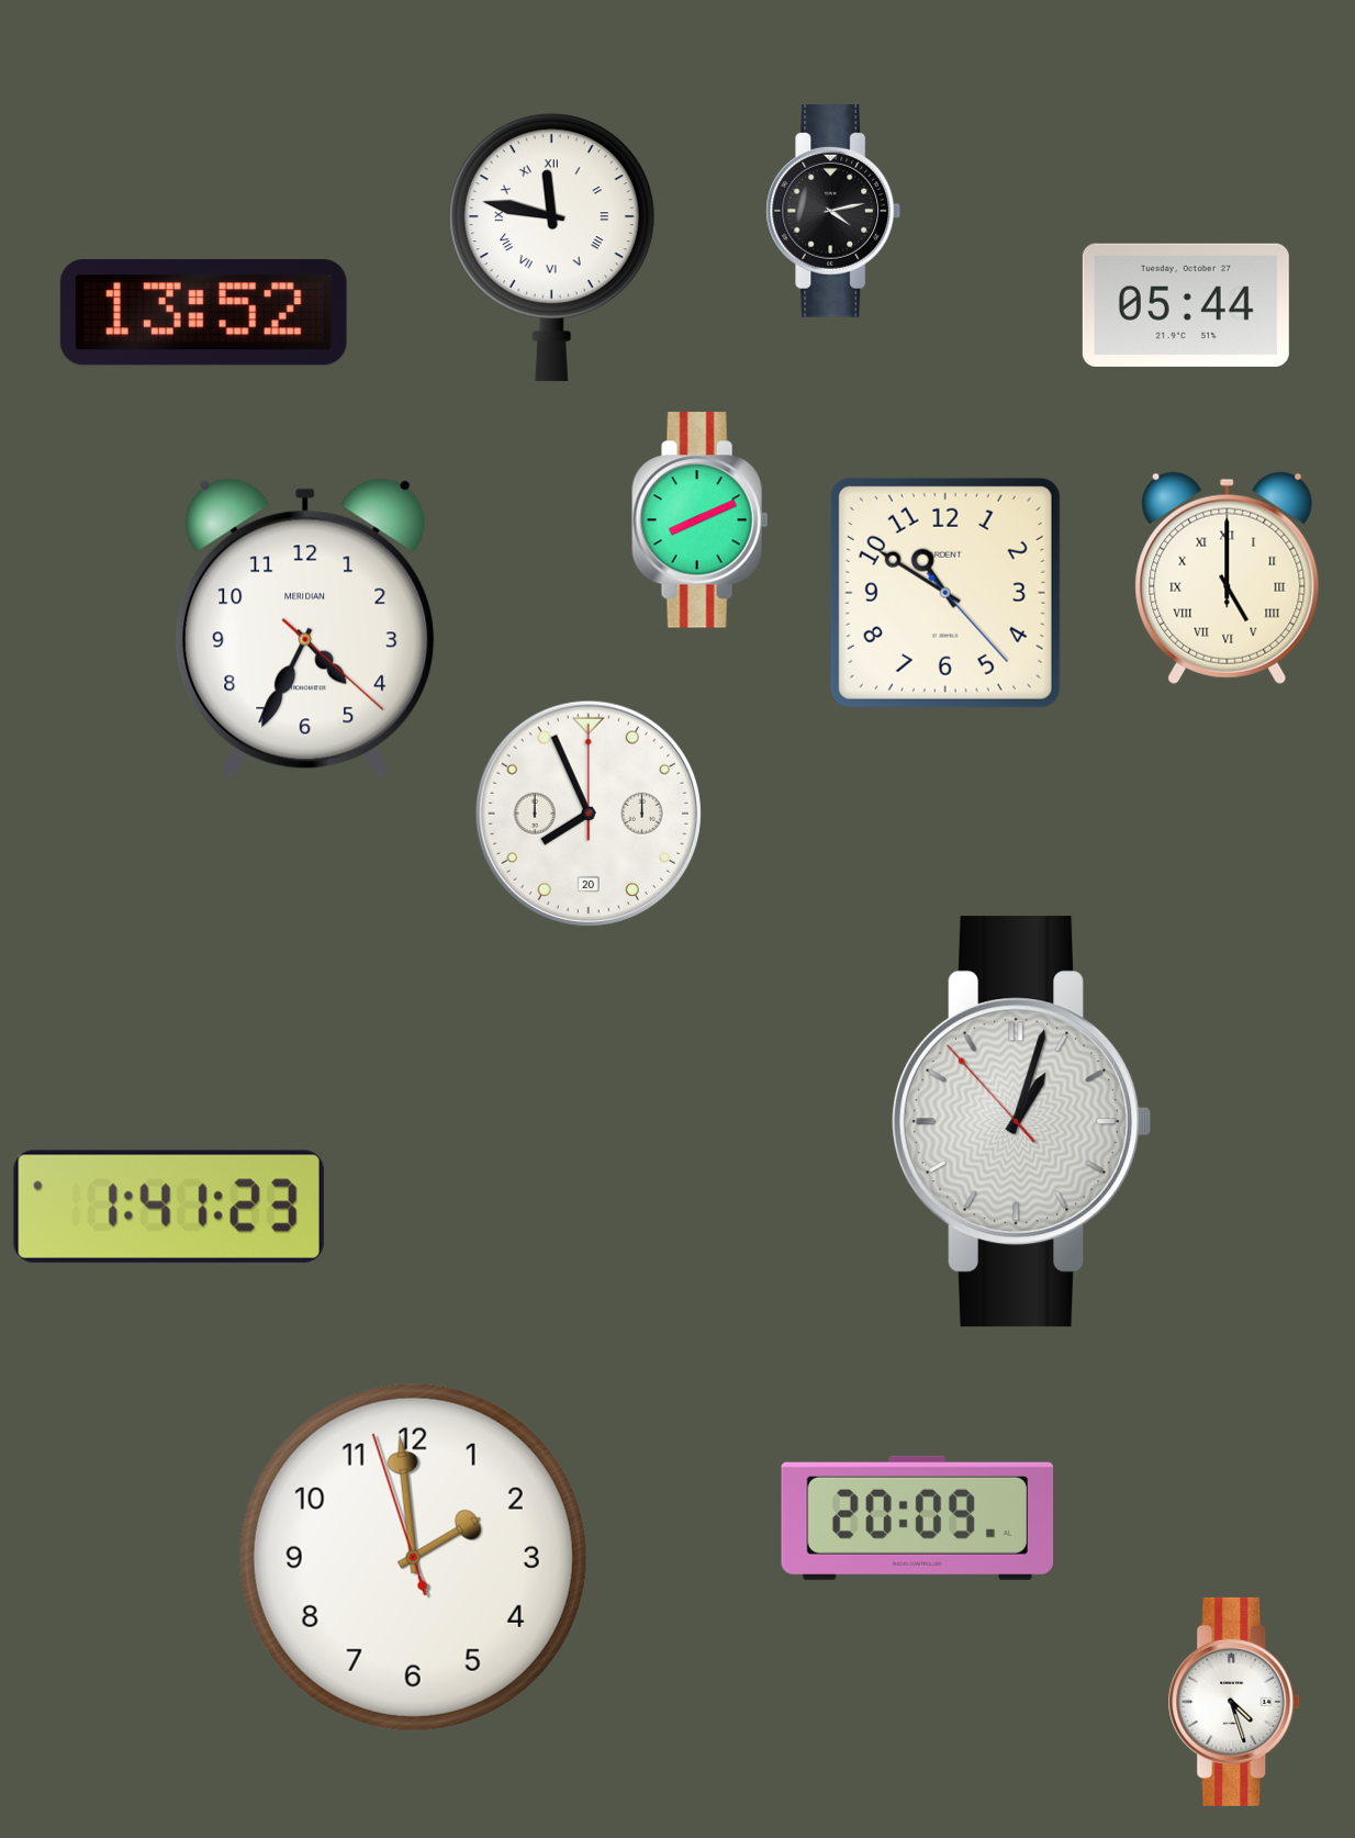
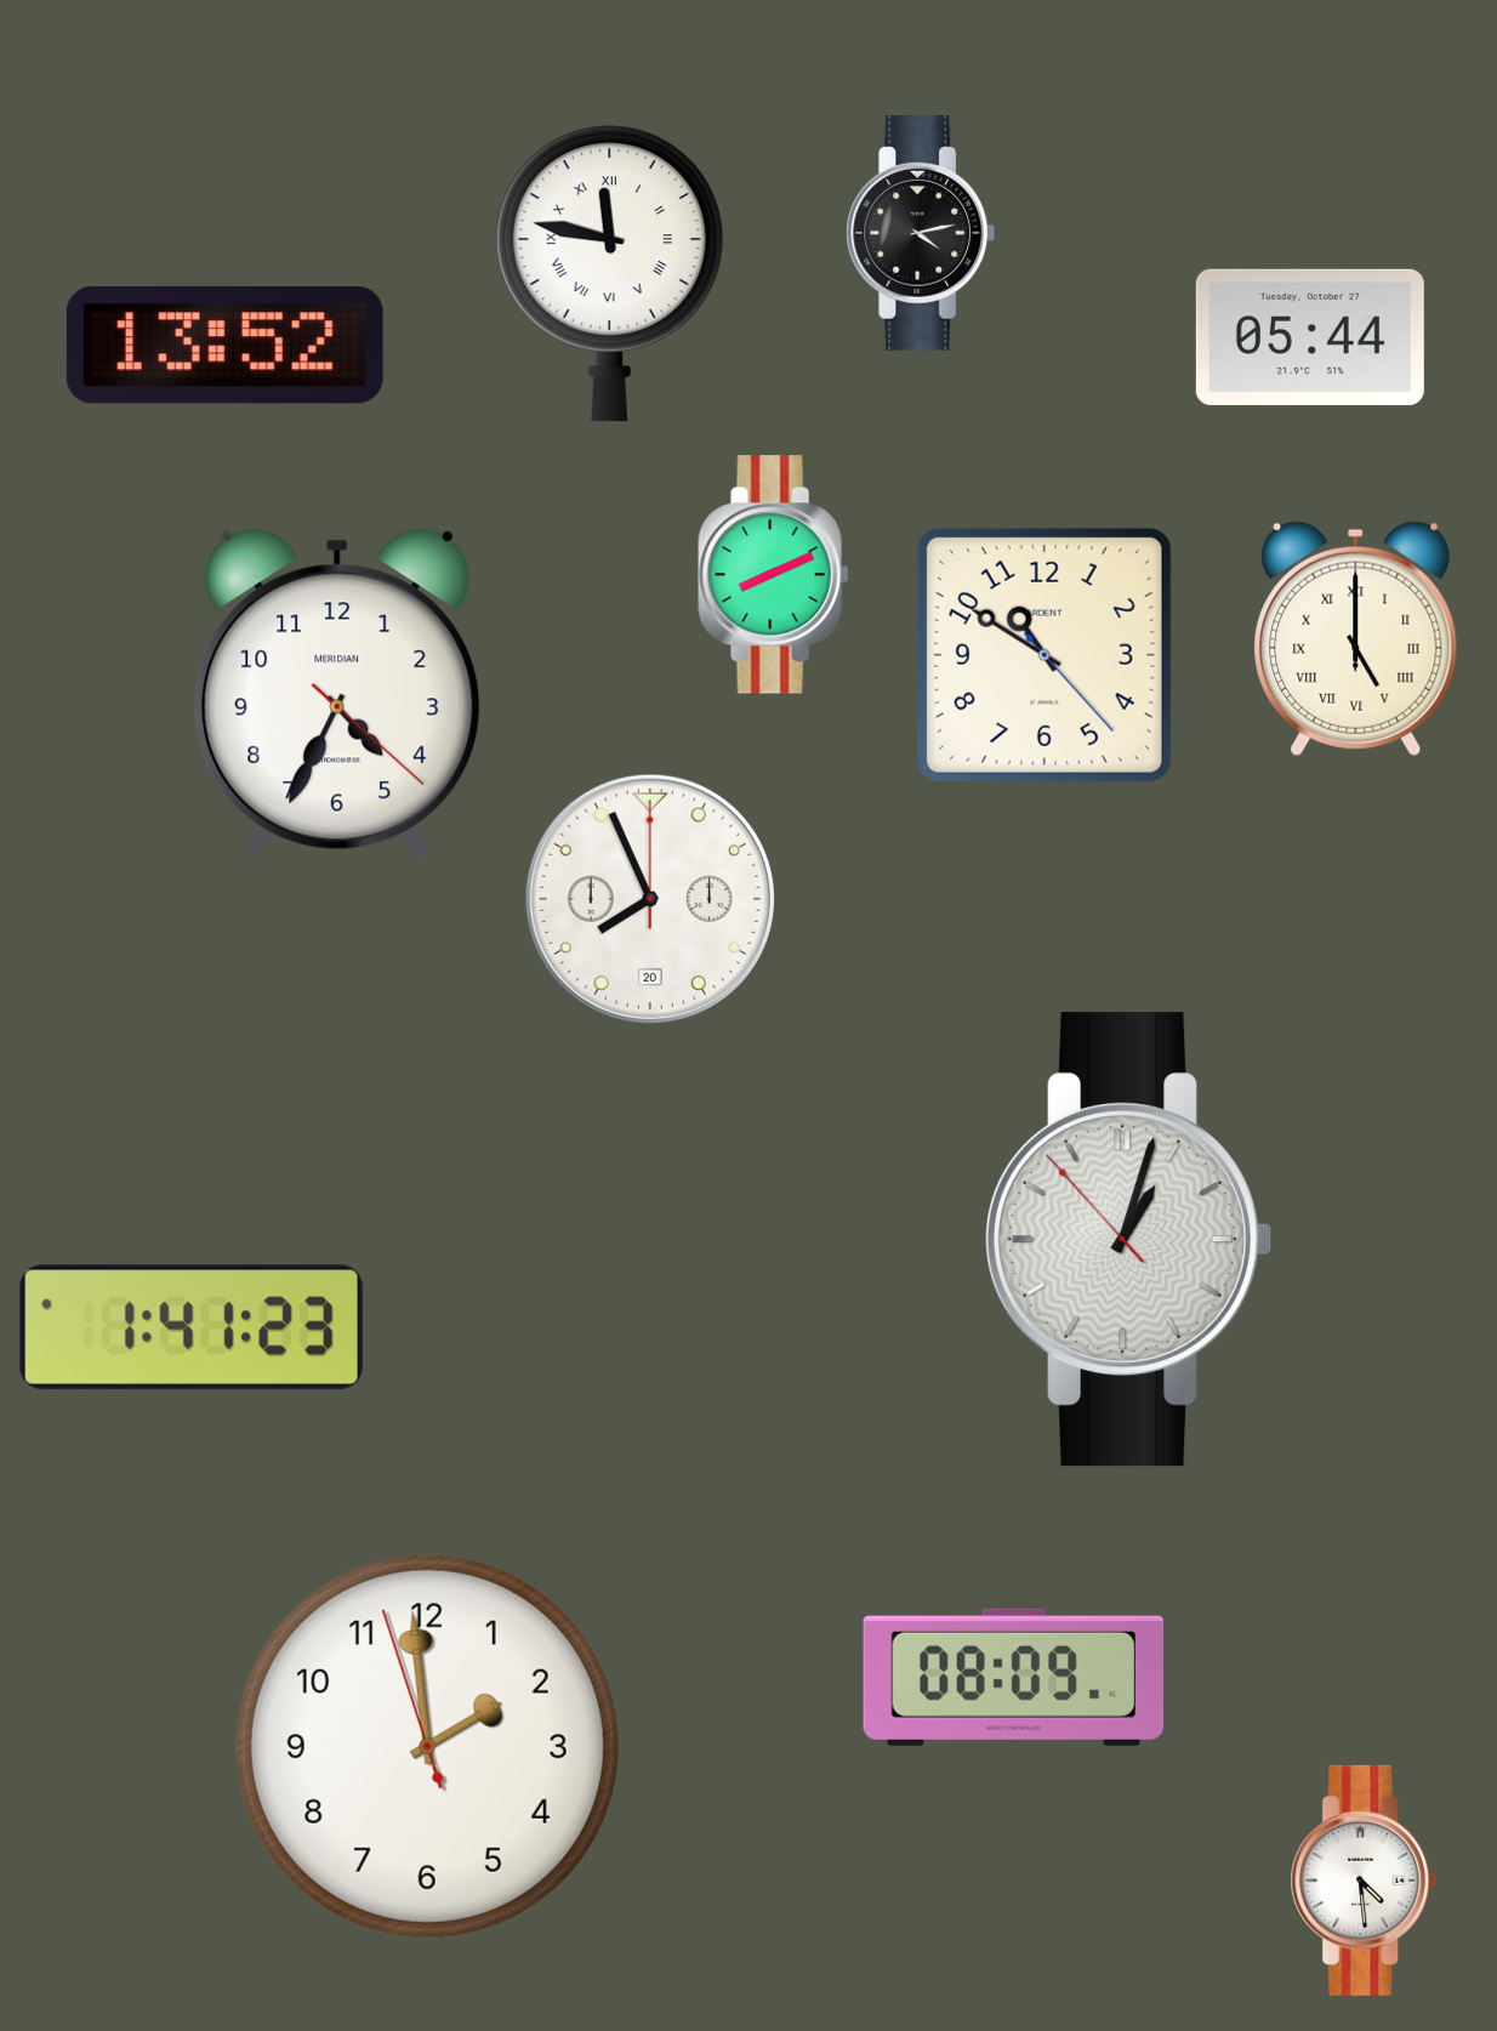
clock at (169, 1207) position: (169, 1207) -> (192, 1327)
clock at (918, 1517): 20:09 -> 08:09
clock at (413, 1557) position: (413, 1557) -> (427, 1746)
clock at (1234, 1702): 4:27 -> 4:29
